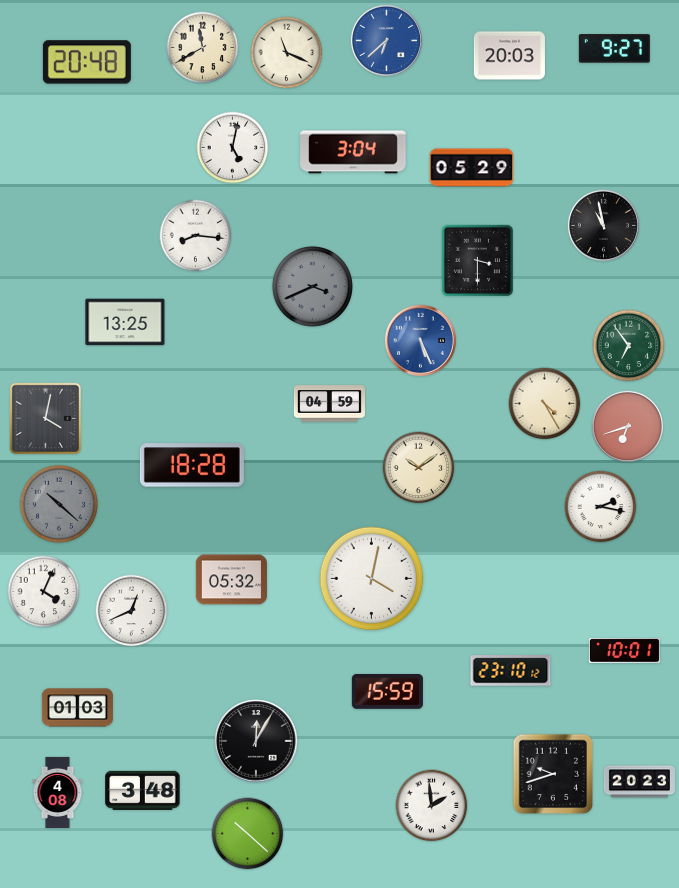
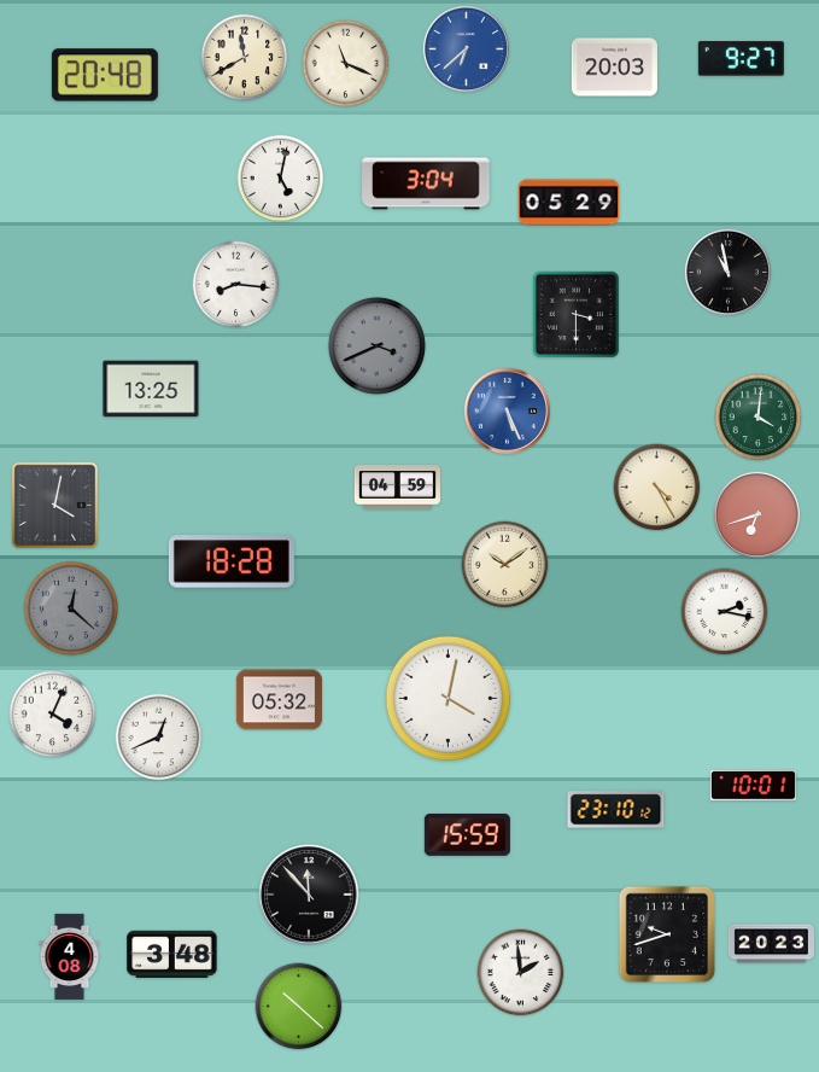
clock at (629, 346): 6:54 -> 4:01
clock at (59, 504): 10:22 -> 12:22
clock at (77, 708): 01:03 -> none
clock at (256, 741): 12:05 -> 11:53
